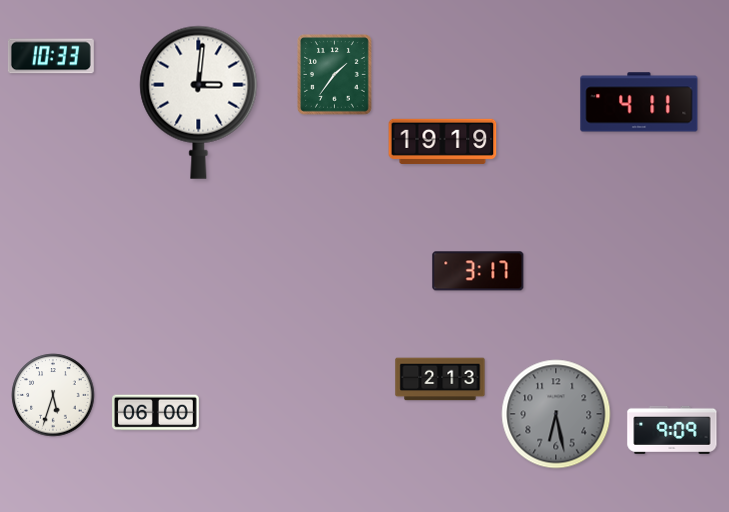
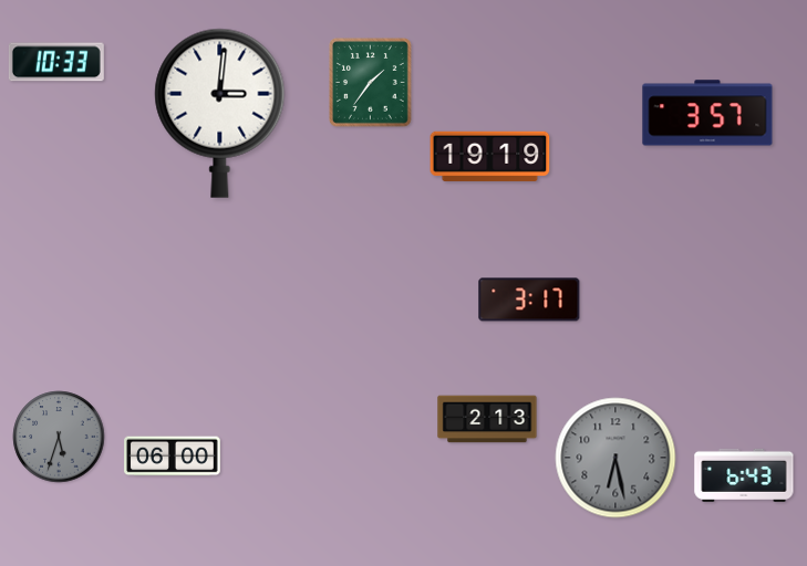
clock at (639, 102): 4:11 -> 3:57
clock at (53, 395) dial: white -> grey
clock at (672, 430): 9:09 -> 6:43
